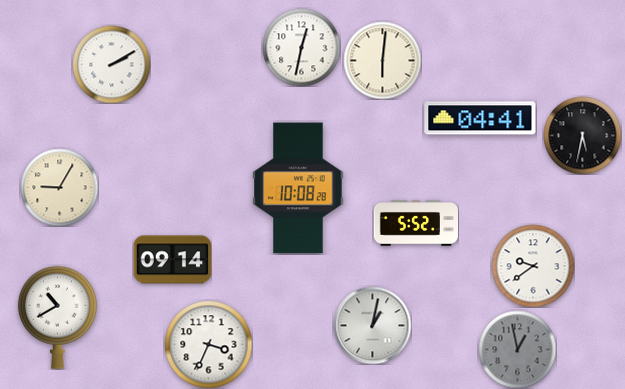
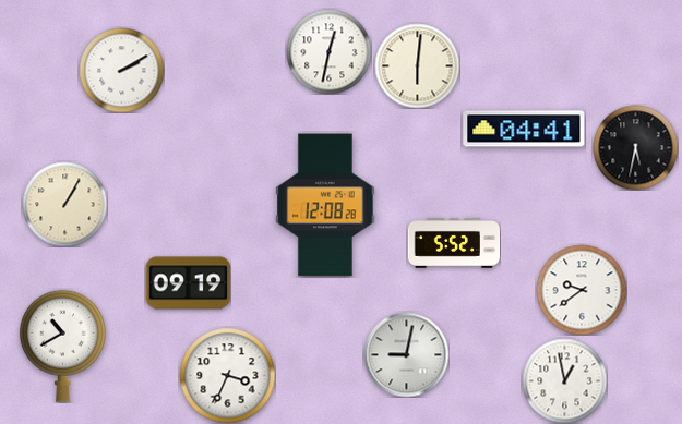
clock at (59, 187): 9:05 -> 1:05
clock at (298, 188): 10:08 -> 12:08
clock at (172, 260): 09:14 -> 09:19
clock at (372, 325): 1:02 -> 9:02
clock at (517, 349) dial: grey -> white
